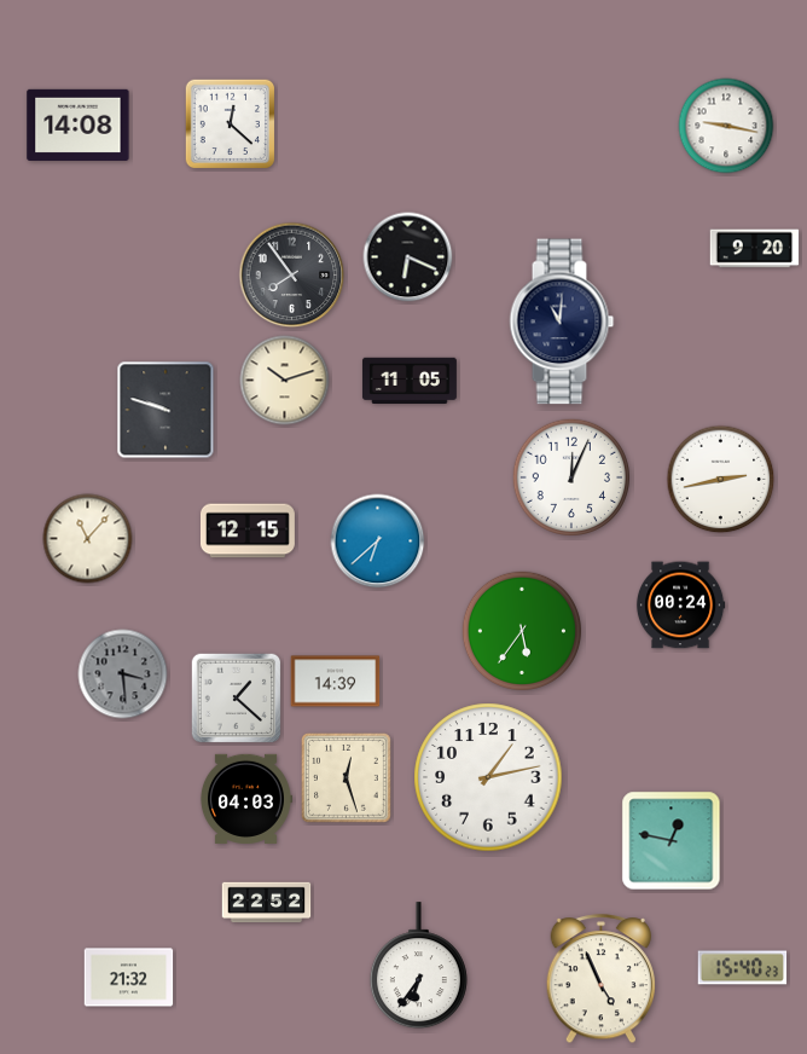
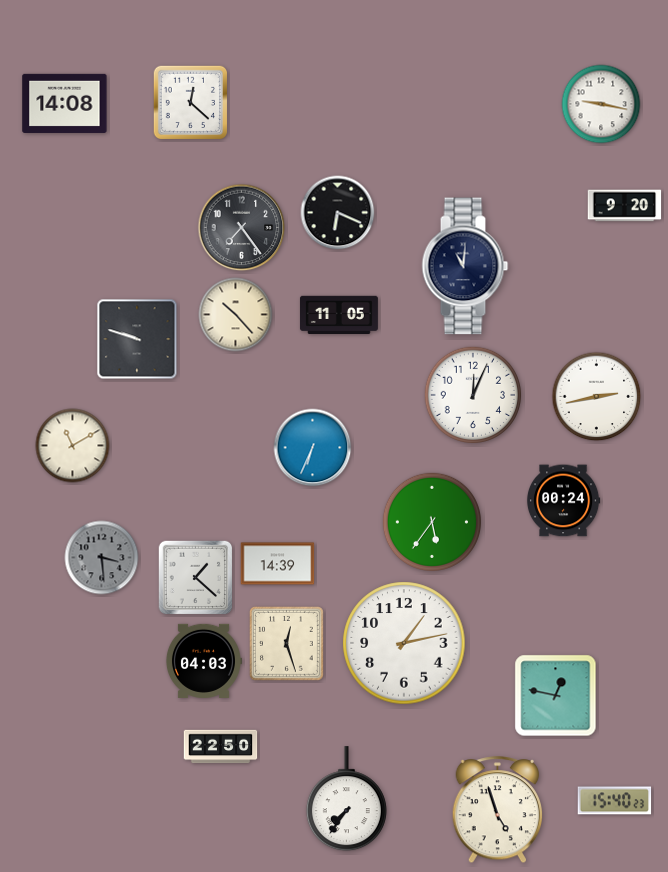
clock at (292, 276): 7:54 -> 7:24
clock at (285, 381): 10:12 -> 10:23
clock at (248, 531): 12:15 -> none
clock at (88, 539): 11:07 -> 11:10
clock at (378, 542): 6:38 -> 6:34
clock at (267, 903): 22:52 -> 22:50
clock at (418, 966): 6:36 -> 7:36
clock at (129, 978): 21:32 -> none
clock at (602, 979): 4:56 -> 4:57
